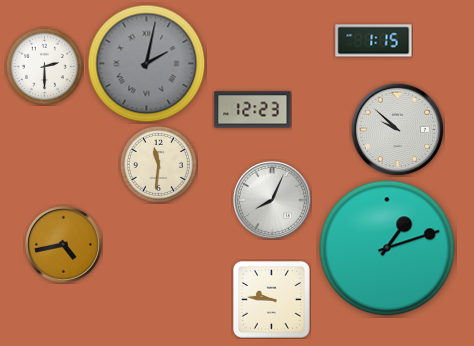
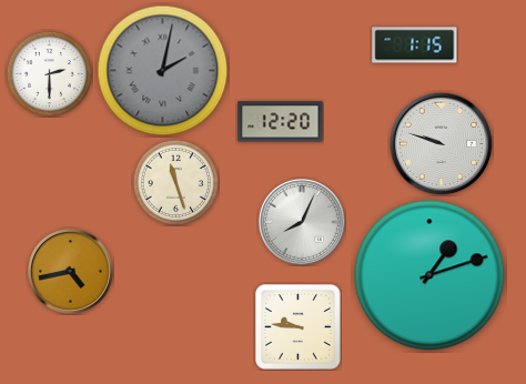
clock at (253, 110): 12:23 -> 12:20
clock at (397, 129): 9:52 -> 9:48
clock at (158, 164): 11:31 -> 11:27
clock at (272, 300) position: (272, 300) -> (299, 327)
